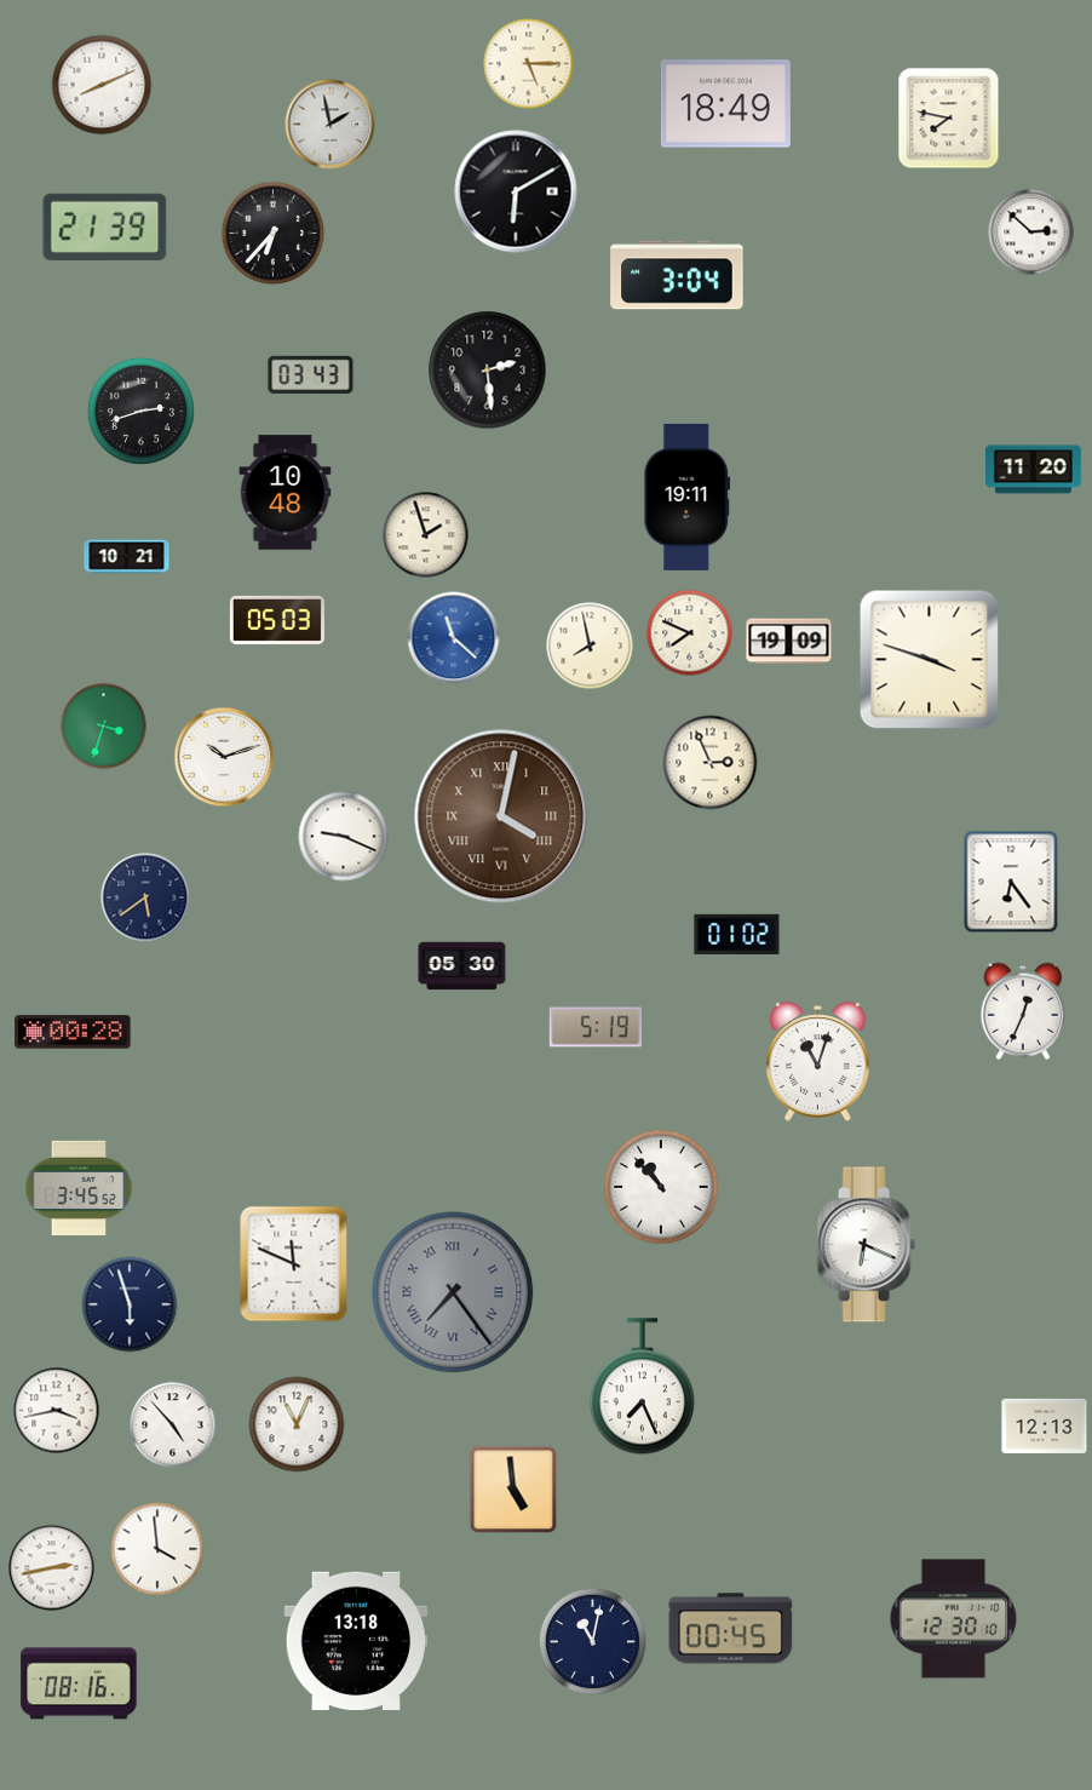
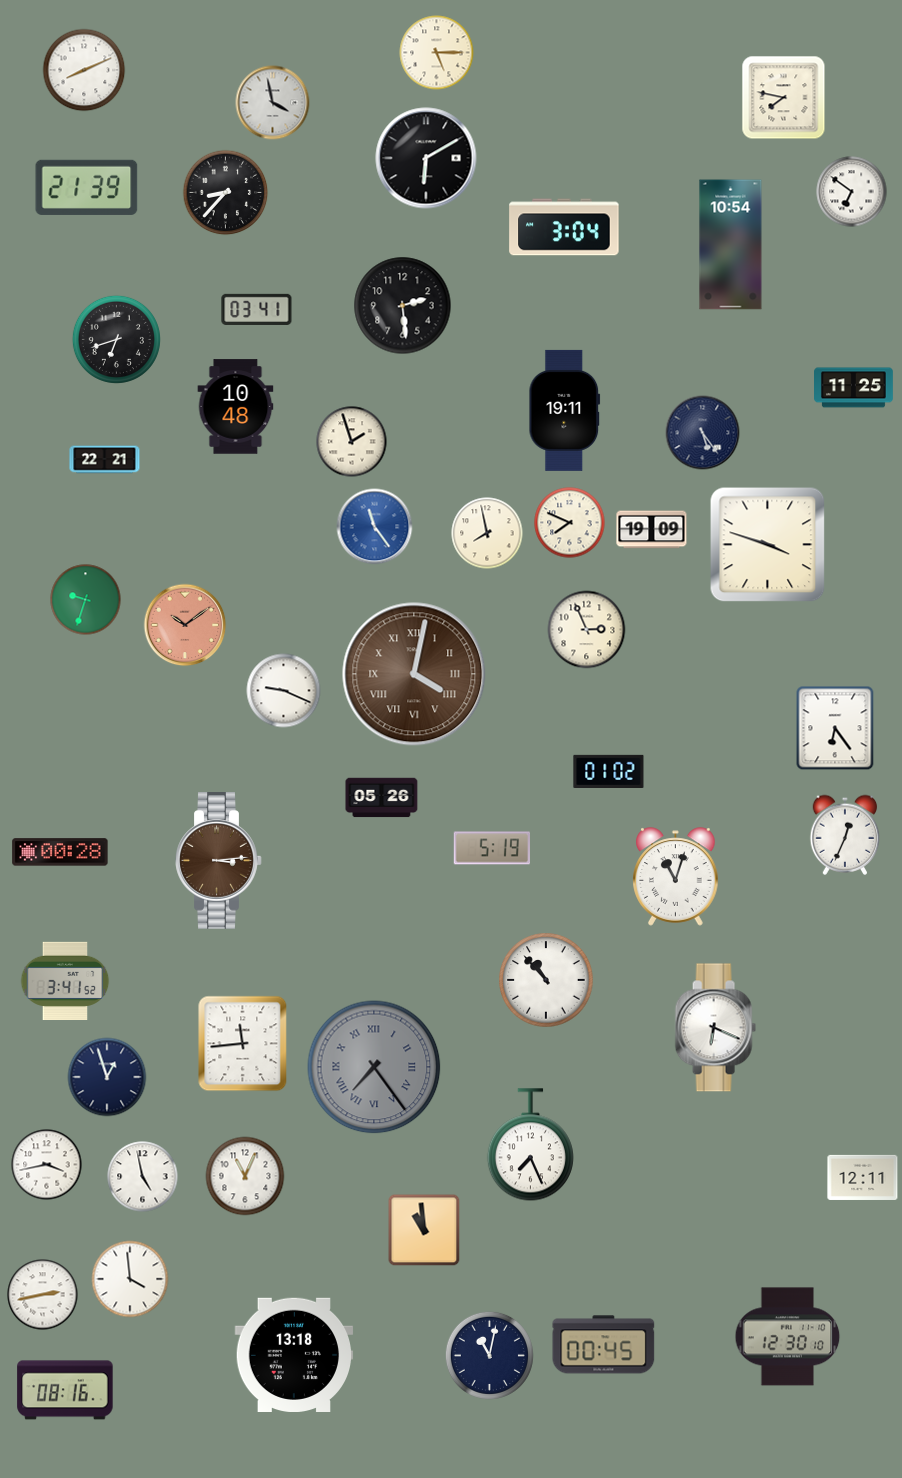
clock at (725, 104): 18:49 -> none
clock at (331, 125): 1:58 -> 3:58
clock at (1031, 233): 2:52 -> 6:51
clock at (274, 234): 6:37 -> 8:37
clock at (677, 275) position: (677, 275) -> (564, 227)
clock at (731, 245): none -> 10:54
clock at (311, 374): 03:43 -> 03:41
clock at (140, 411): 2:42 -> 6:42
clock at (1034, 470): 11:20 -> 11:25
clock at (688, 497) position: (688, 497) -> (565, 410)
clock at (703, 433): none -> 5:24
clock at (127, 557): 10:21 -> 22:21
clock at (277, 620): 05:03 -> none
clock at (454, 638): 11:22 -> 11:24
clock at (104, 727): 3:33 -> 9:33
clock at (224, 757): 10:12 -> 10:09
clock at (224, 757) dial: white -> salmon
clock at (145, 897): 5:39 -> none
clock at (462, 966): 05:30 -> 05:26
clock at (219, 861): none -> 3:14
clock at (79, 1187): 3:45 -> 3:41
clock at (294, 1264): 11:49 -> 11:44
clock at (130, 1304): 5:57 -> 12:57
clock at (173, 1425): 4:53 -> 4:58
clock at (1045, 1425): 12:13 -> 12:11
clock at (513, 1490): 4:59 -> 10:59
